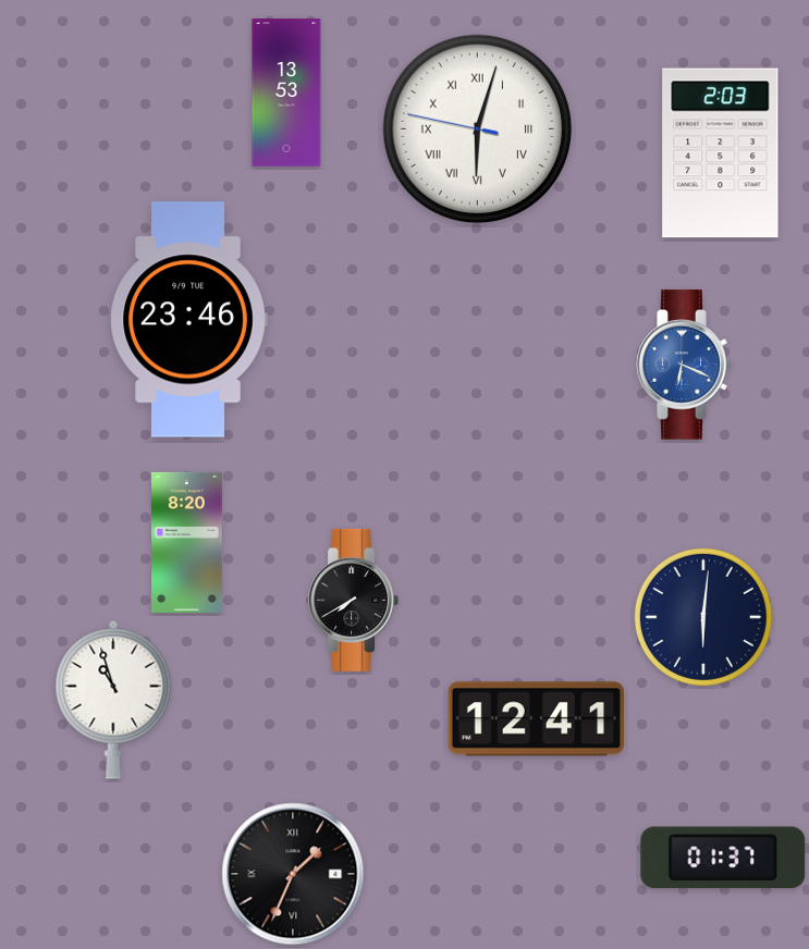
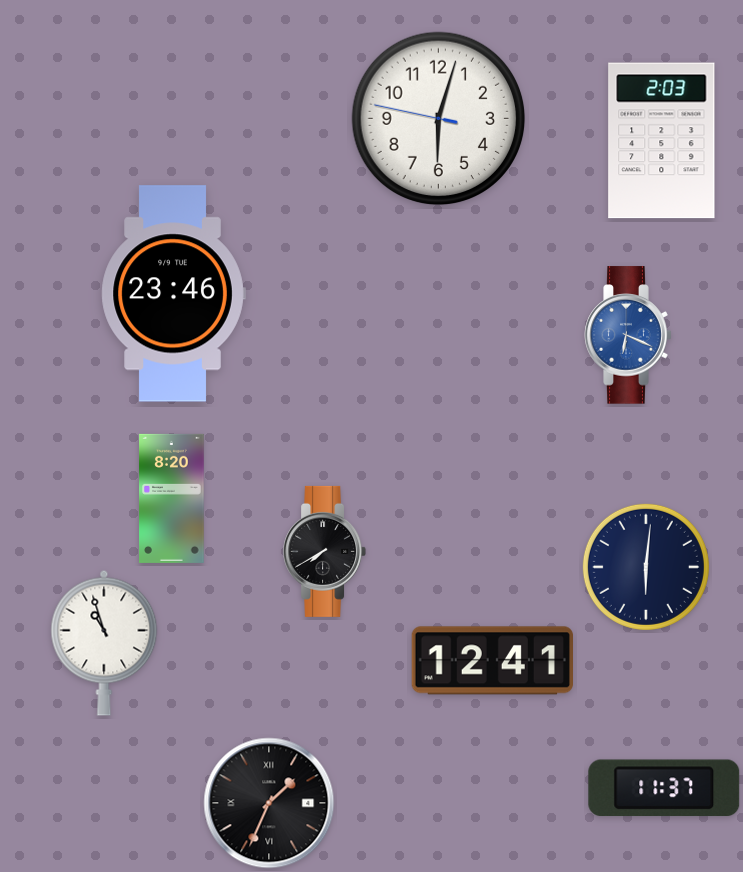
clock at (286, 93): 13:53 -> none
clock at (478, 130) numerals: Roman -> Arabic
clock at (723, 858): 01:37 -> 11:37
